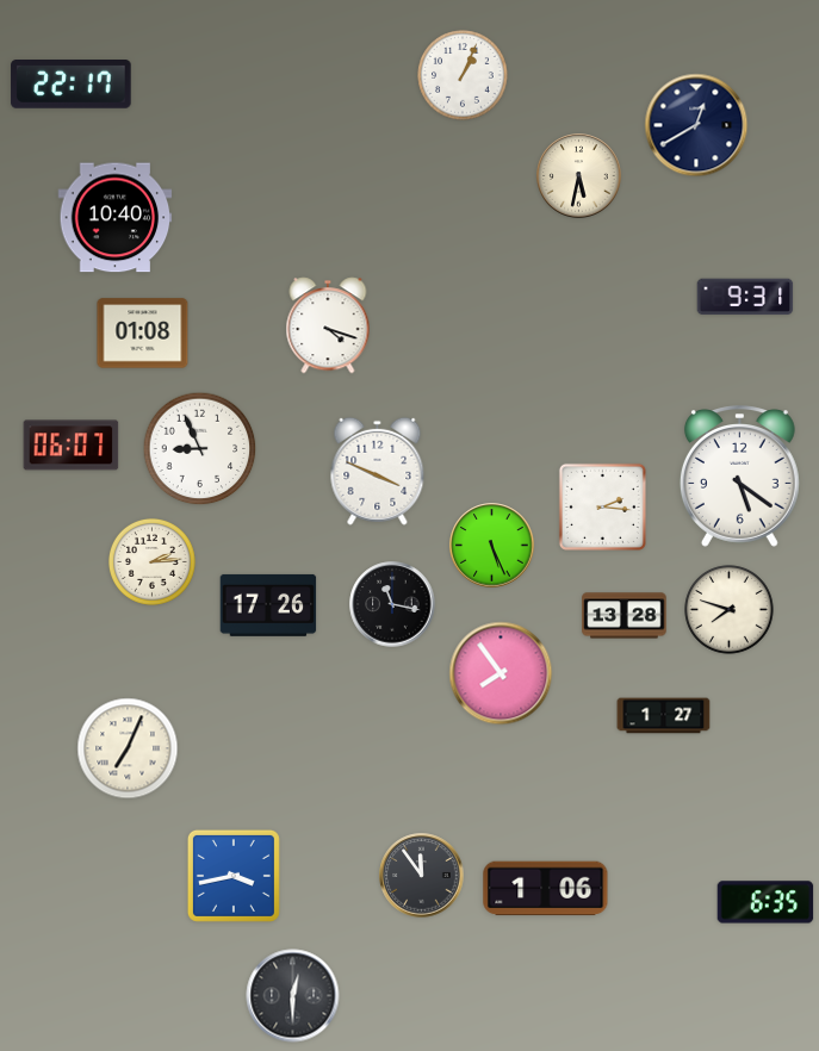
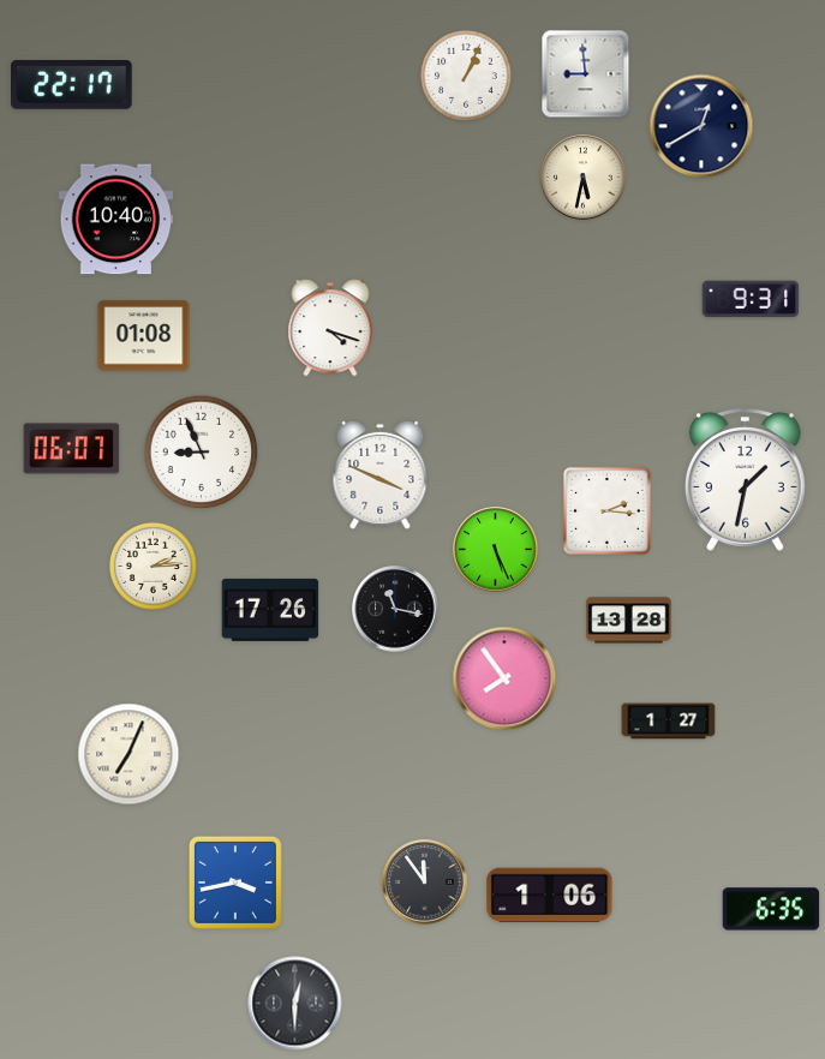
clock at (586, 74): none -> 8:59
clock at (739, 477): 5:21 -> 1:32
clock at (730, 610): 7:48 -> none
